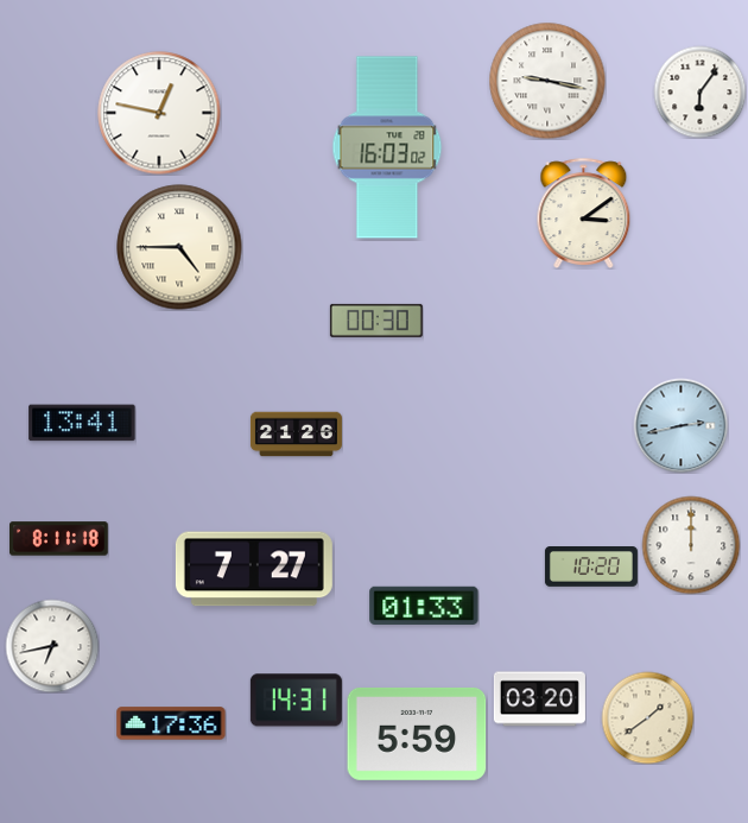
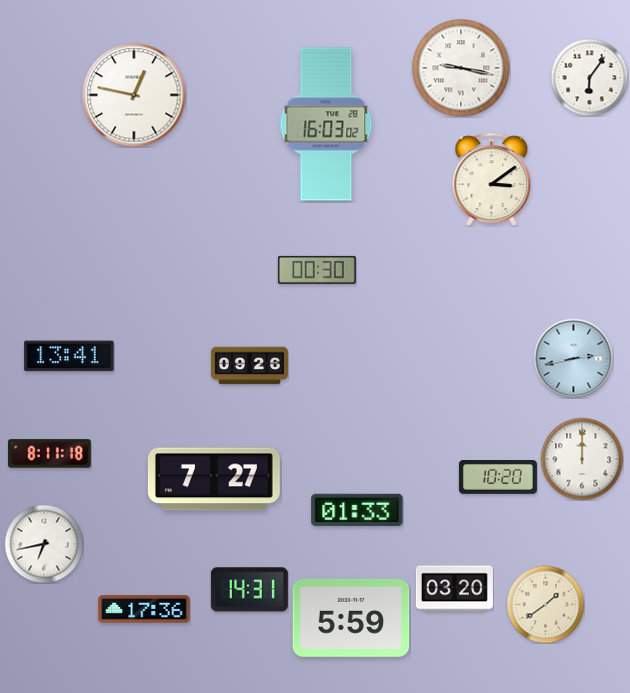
clock at (179, 247): 4:45 -> none
clock at (296, 435): 21:26 -> 09:26
